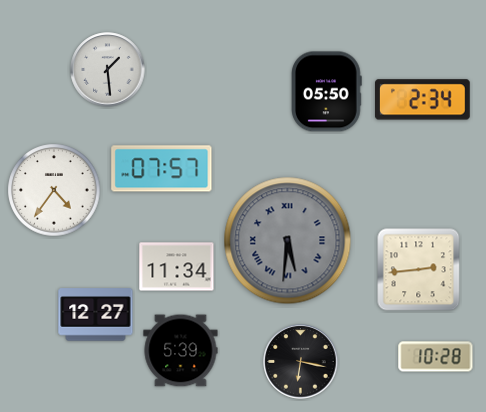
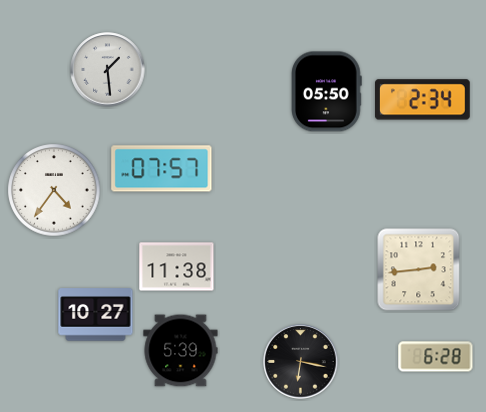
clock at (288, 241): 5:31 -> none
clock at (177, 267): 11:34 -> 11:38
clock at (96, 315): 12:27 -> 10:27
clock at (436, 357): 10:28 -> 6:28
